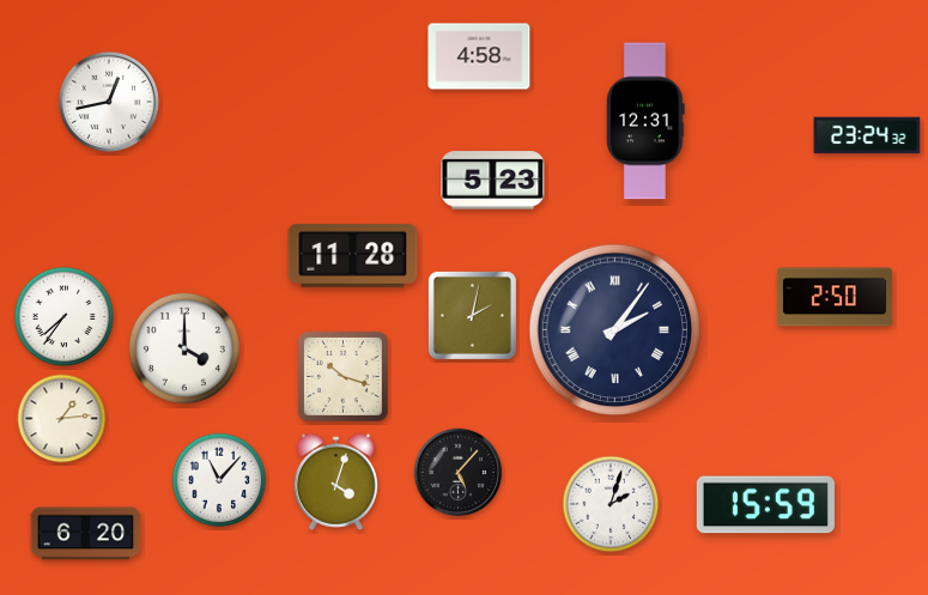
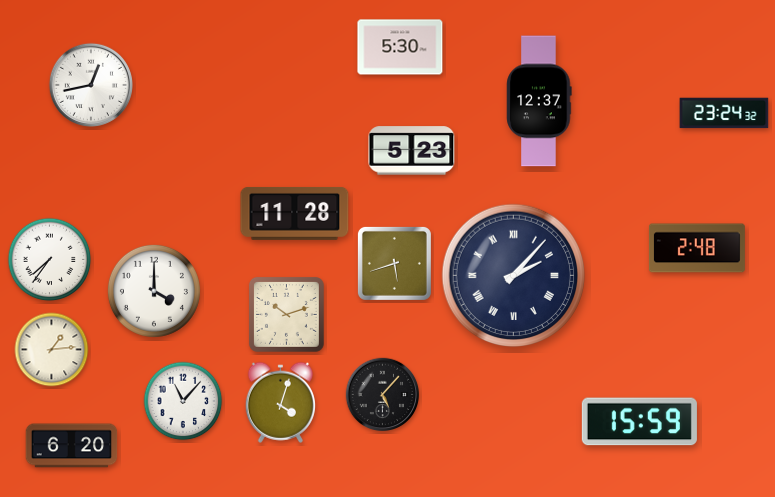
clock at (479, 56): 4:58 -> 5:30
clock at (645, 121): 12:31 -> 12:37
clock at (835, 297): 2:50 -> 2:48
clock at (472, 315): 2:02 -> 5:42
clock at (65, 317) position: (65, 317) -> (50, 260)
clock at (615, 330): 2:06 -> 2:07
clock at (342, 376): 10:18 -> 10:12
clock at (611, 504): 2:03 -> none
